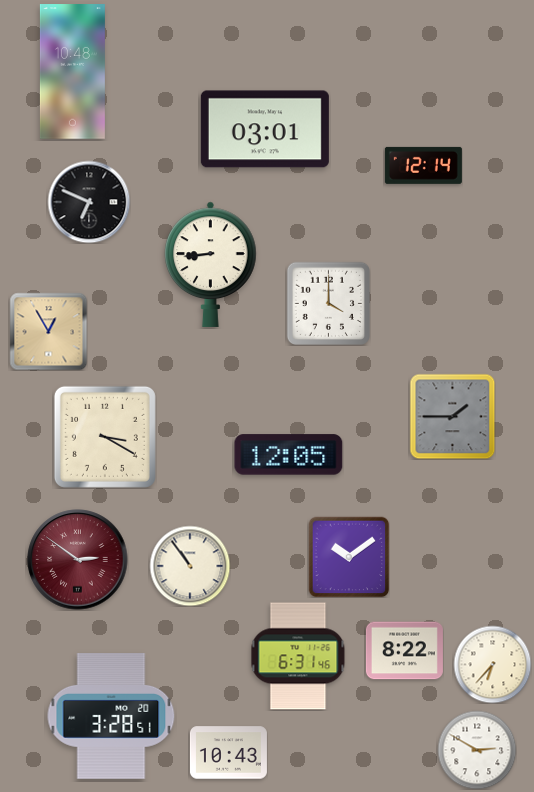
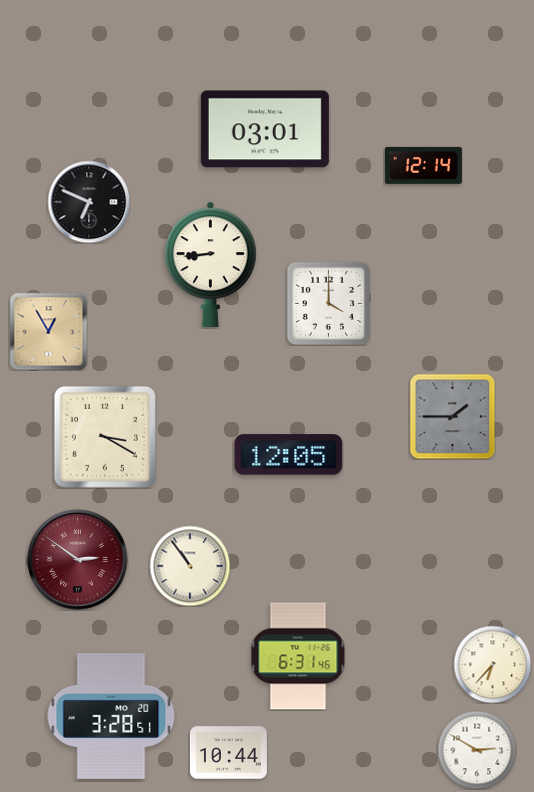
clock at (72, 72): 10:48 -> none
clock at (349, 557): 10:09 -> none
clock at (404, 651): 8:22 -> none
clock at (228, 753): 10:43 -> 10:44
